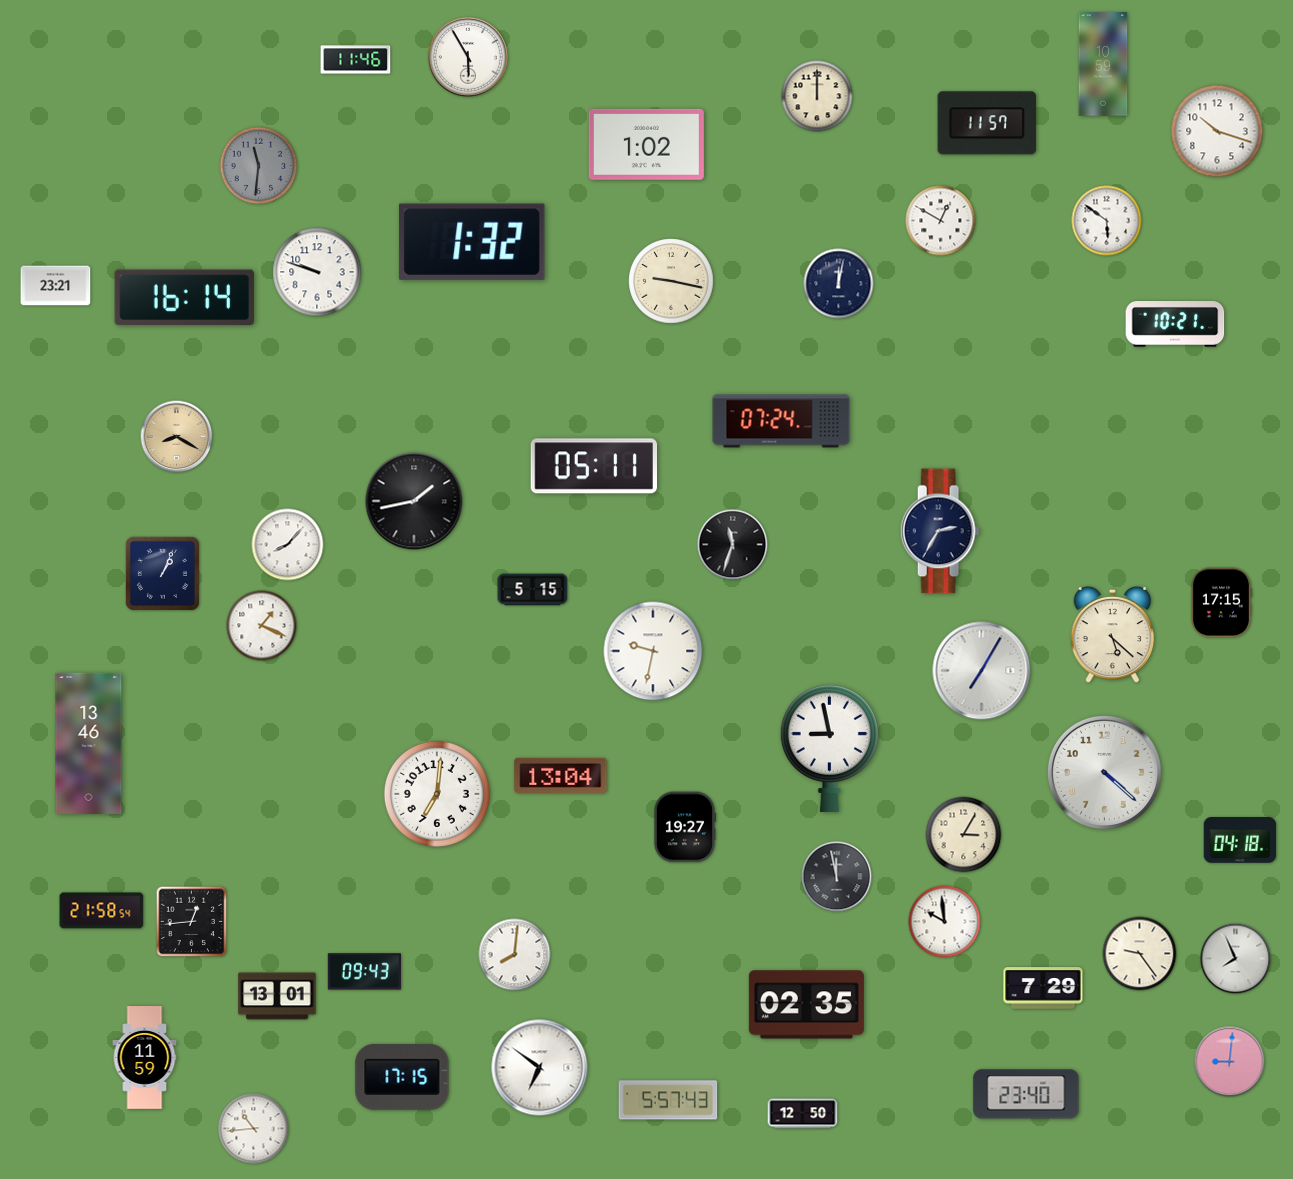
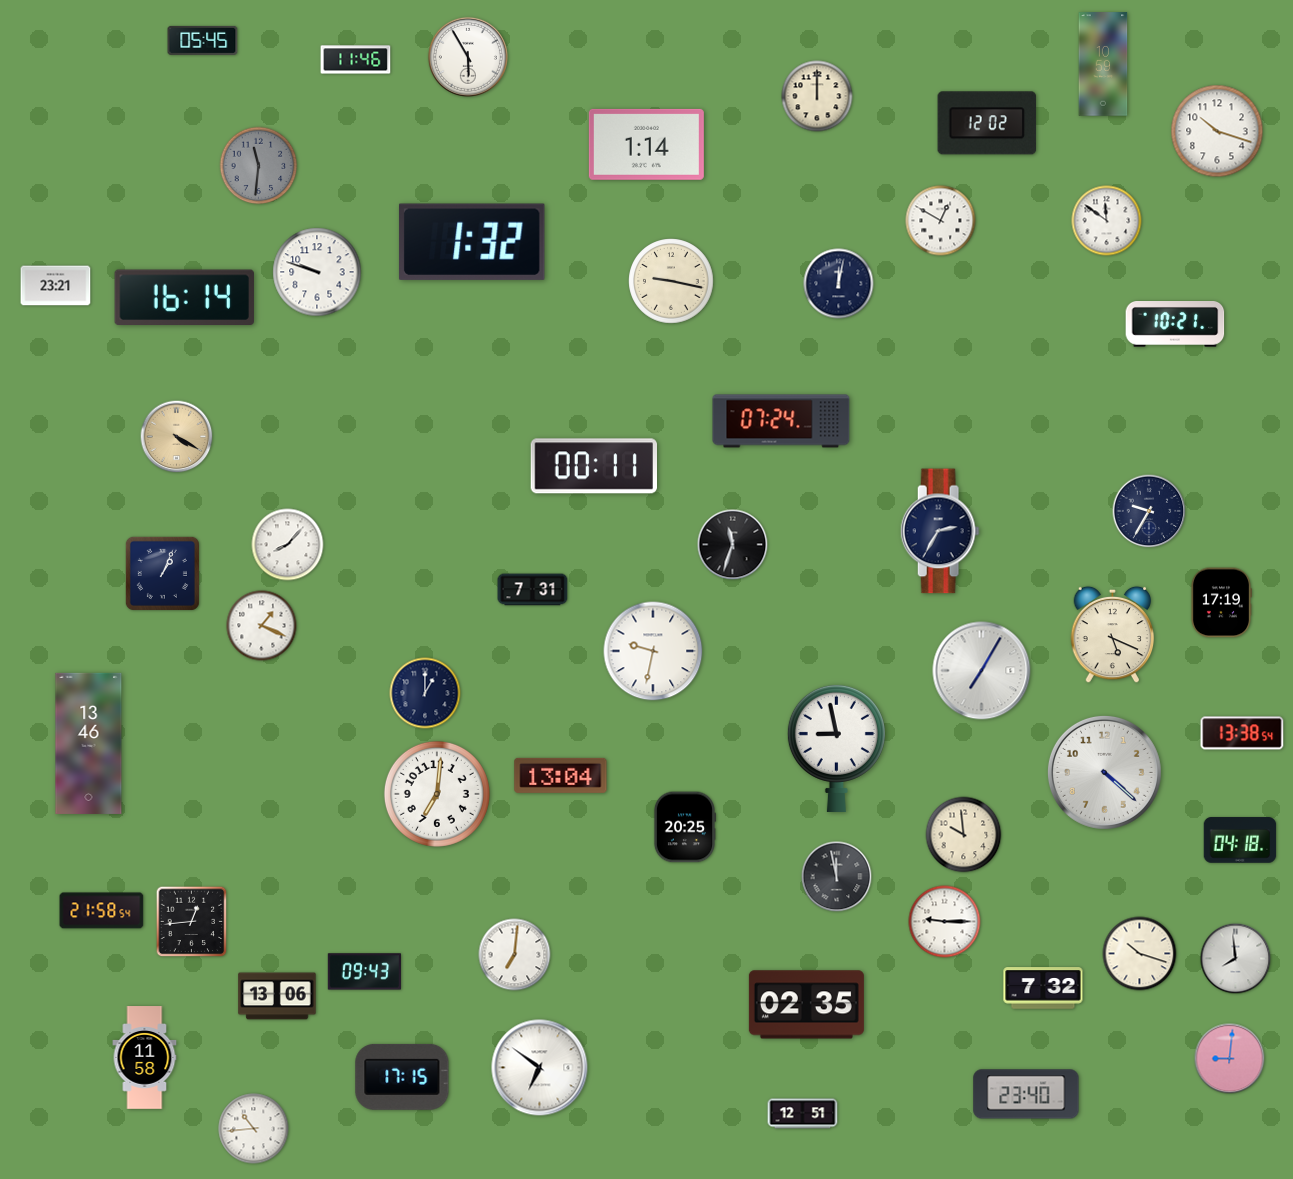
clock at (203, 40): none -> 05:45
clock at (987, 123): 11:57 -> 12:02
clock at (646, 144): 1:02 -> 1:14
clock at (1107, 221): 5:51 -> 11:51
clock at (177, 437): 8:20 -> 4:20
clock at (593, 466): 05:11 -> 00:11
clock at (414, 501): 1:43 -> none
clock at (1149, 511): none -> 9:35
clock at (533, 590): 5:15 -> 7:31
clock at (1220, 603): 17:15 -> 17:19
clock at (1113, 635): 5:22 -> 5:19
clock at (425, 693): none -> 1:00
clock at (1242, 733): none -> 13:38
clock at (829, 748) position: (829, 748) -> (836, 748)
clock at (684, 827): 19:27 -> 20:25
clock at (964, 835): 3:05 -> 9:59
clock at (945, 922): 9:59 -> 9:15
clock at (1140, 954): 9:24 -> 10:18
clock at (515, 955): 8:01 -> 7:01
clock at (1236, 959): 7:56 -> 7:59
clock at (1043, 988): 7:29 -> 7:32
clock at (277, 996): 13:01 -> 13:06
clock at (145, 1058): 11:59 -> 11:58
clock at (1230, 1062) position: (1230, 1062) -> (1230, 1059)
clock at (668, 1100): 5:57 -> none
clock at (803, 1114): 12:50 -> 12:51
